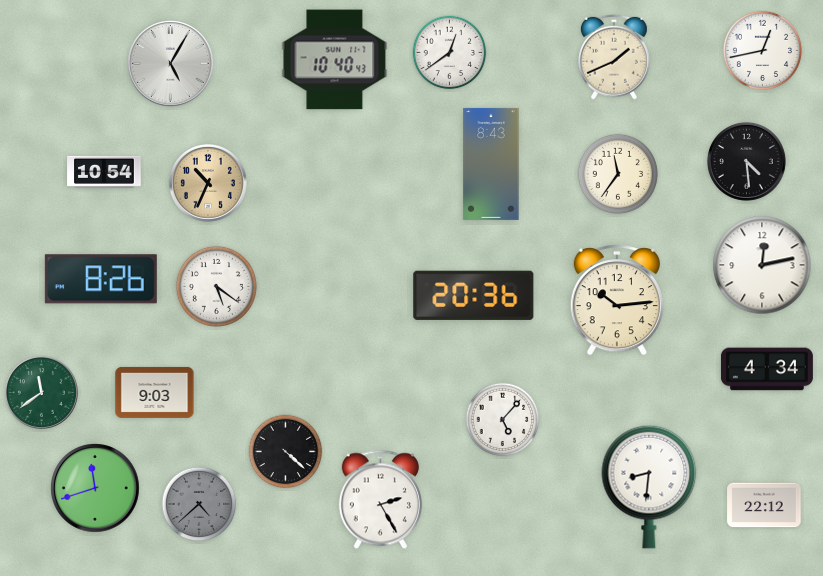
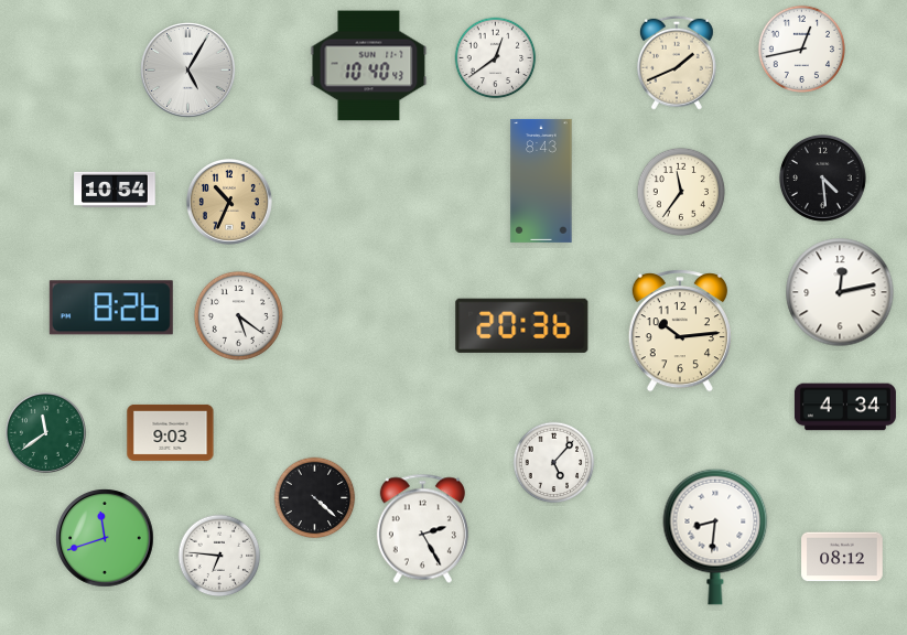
clock at (762, 50) position: (762, 50) -> (801, 49)
clock at (380, 500) position: (380, 500) -> (422, 529)
clock at (199, 504): 4:38 -> 6:46
clock at (199, 504) dial: grey -> white
clock at (764, 505): 22:12 -> 08:12
